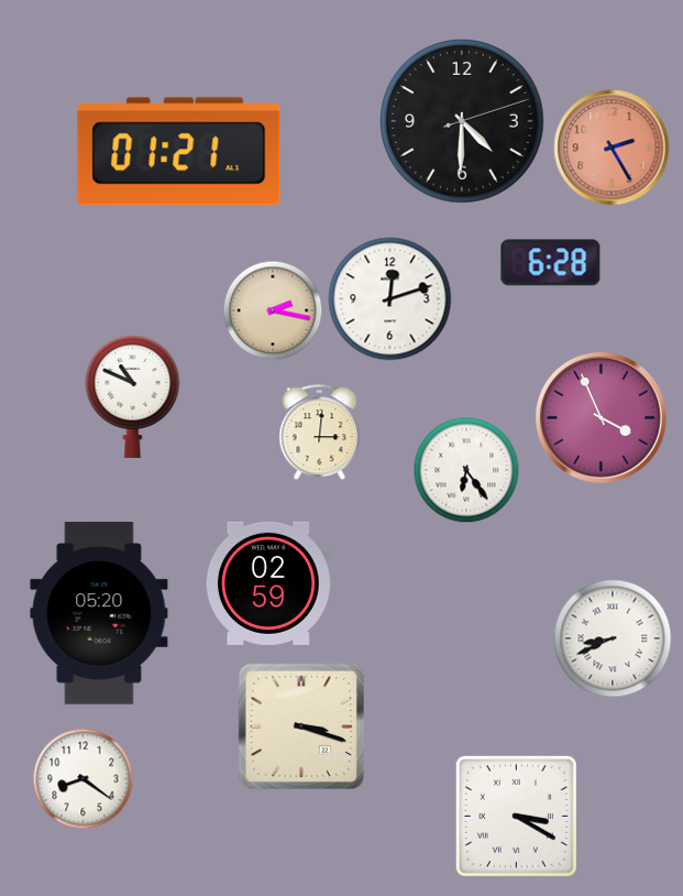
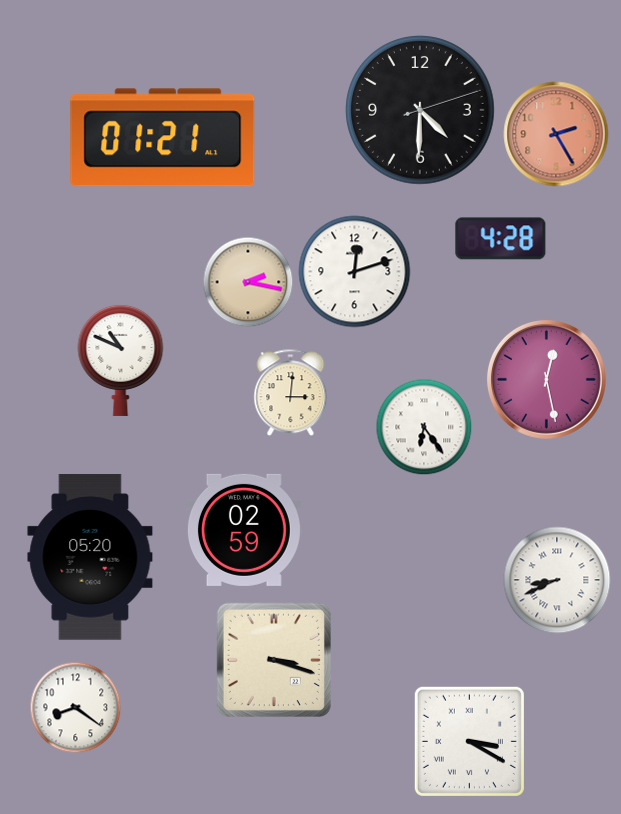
clock at (551, 263): 6:28 -> 4:28
clock at (601, 417): 3:56 -> 12:28
